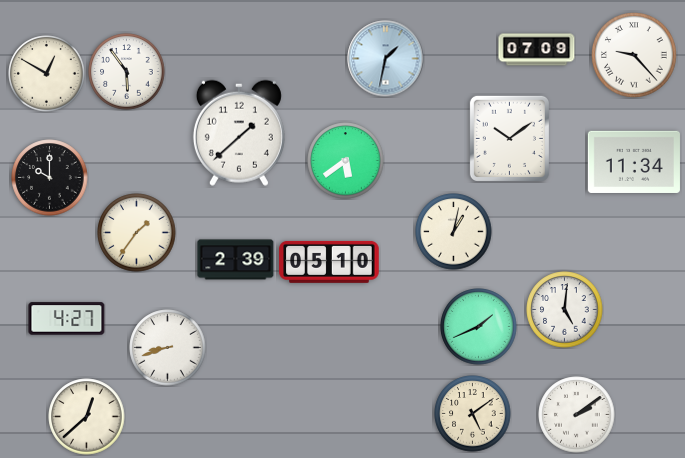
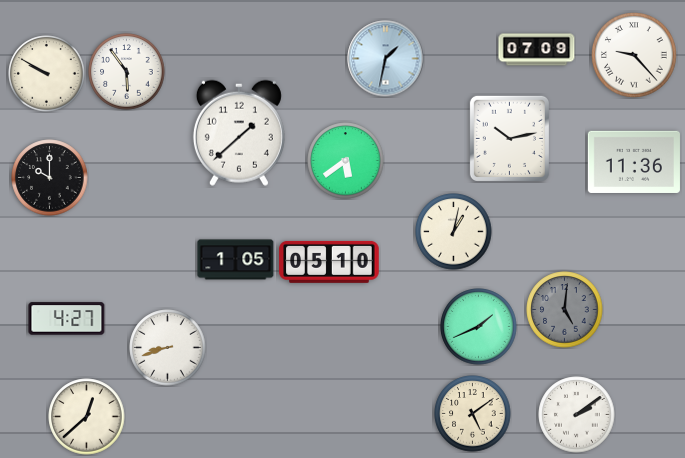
clock at (47, 74): 12:50 -> 9:50
clock at (509, 138): 10:09 -> 10:13
clock at (634, 162): 11:34 -> 11:36
clock at (137, 233): 1:36 -> none
clock at (236, 260): 2:39 -> 1:05
clock at (565, 310) dial: white -> grey
